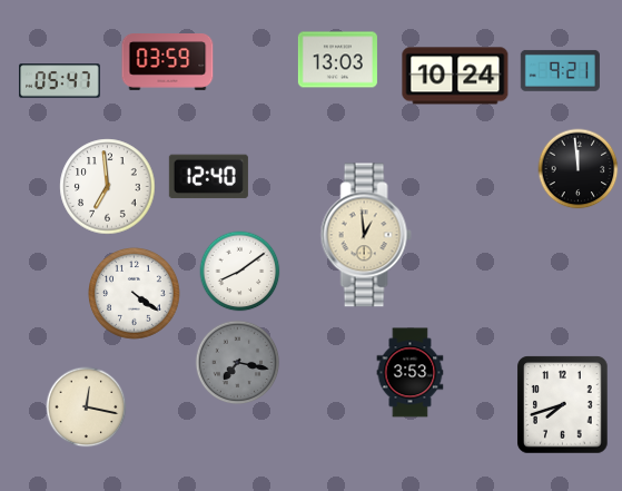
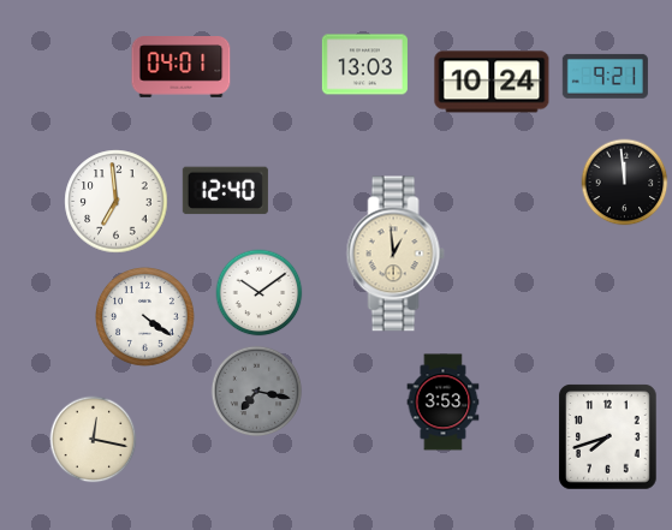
clock at (168, 62): 03:59 -> 04:01
clock at (60, 81): 05:47 -> none
clock at (240, 272): 8:09 -> 10:09
